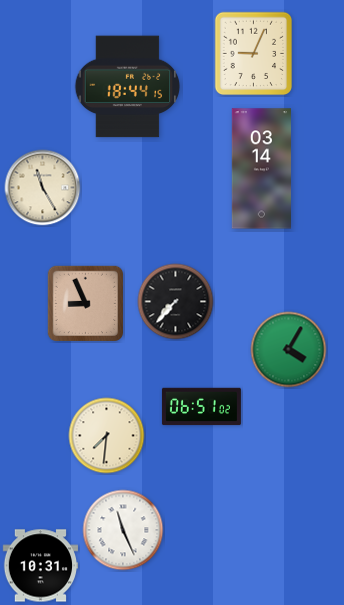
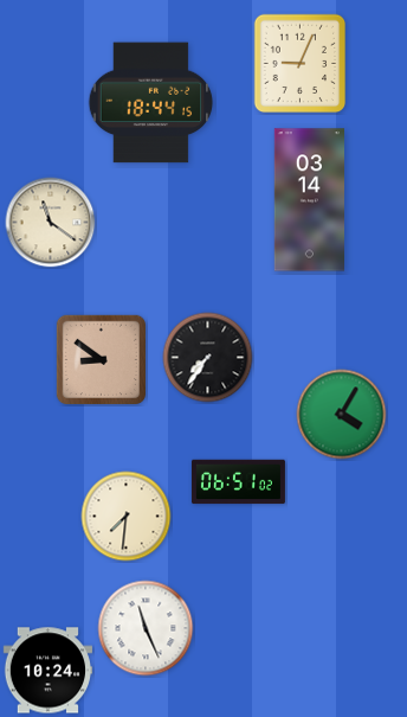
clock at (43, 188): 11:25 -> 11:21
clock at (176, 302): 7:37 -> 7:36
clock at (85, 303): 8:56 -> 8:51
clock at (40, 566): 10:31 -> 10:24
